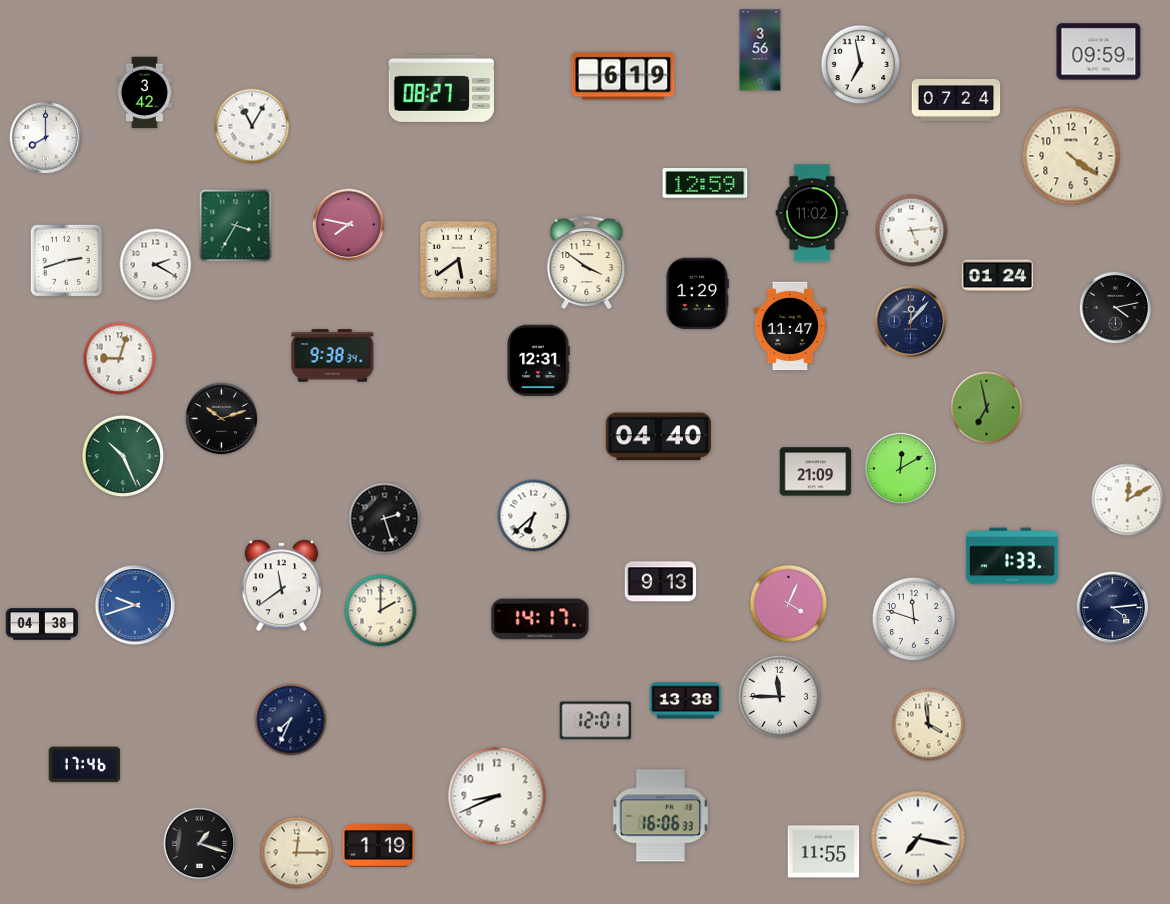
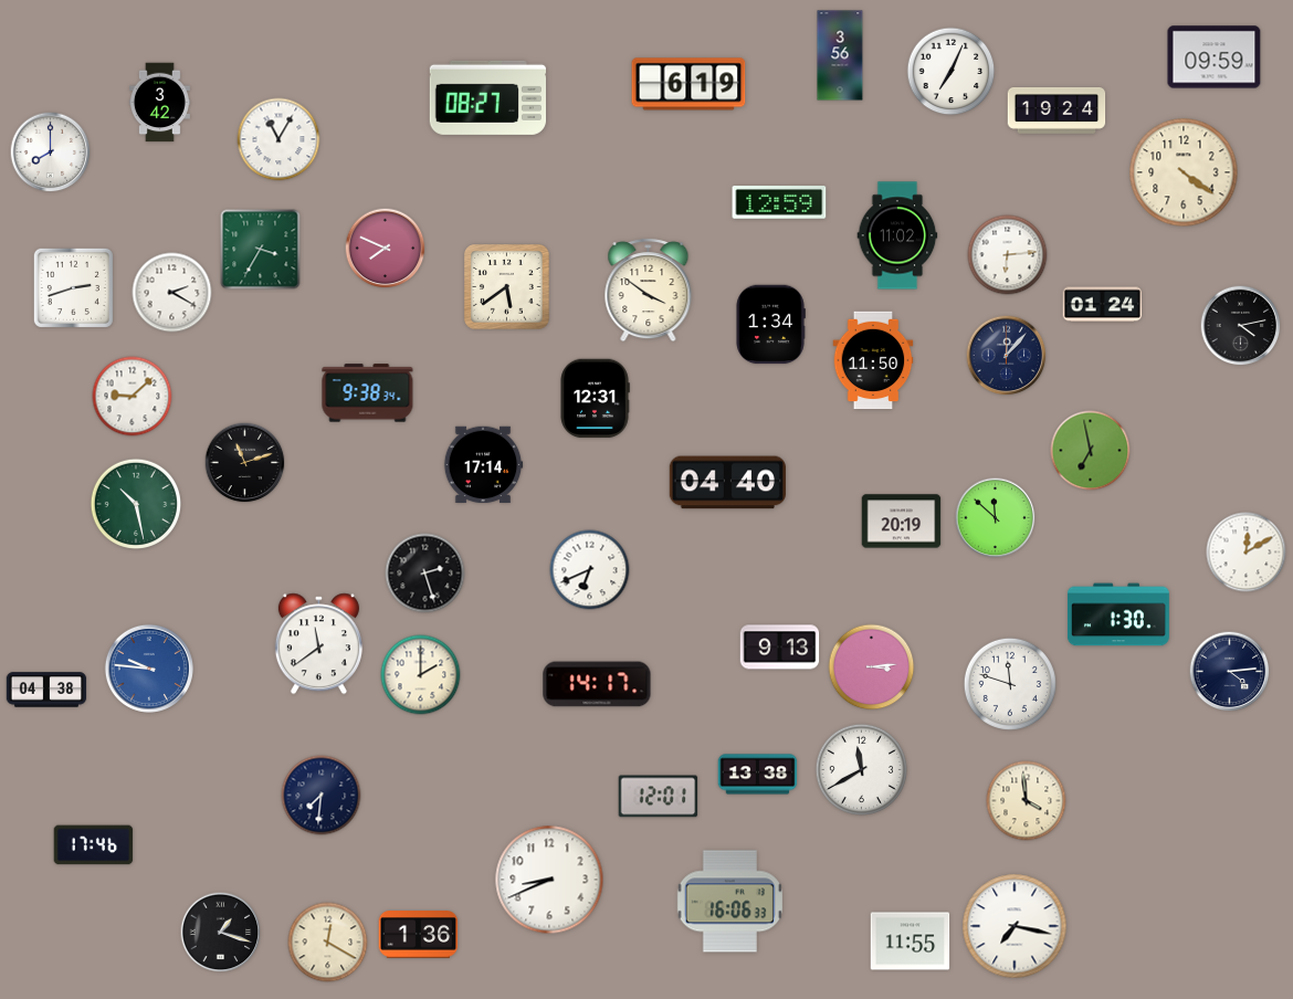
clock at (861, 65): 6:58 -> 7:04
clock at (956, 101): 07:24 -> 19:24
clock at (349, 225): 7:47 -> 7:49
clock at (912, 231): 5:14 -> 6:14
clock at (697, 294): 1:29 -> 1:34
clock at (1116, 308) position: (1116, 308) -> (1241, 326)
clock at (790, 326): 11:47 -> 11:50
clock at (120, 359): 9:03 -> 9:08
clock at (222, 419): 10:12 -> 11:12
clock at (483, 465): none -> 17:14
clock at (122, 455): 10:26 -> 10:28
clock at (901, 469): 12:10 -> 11:52
clock at (816, 472): 21:09 -> 20:19
clock at (534, 516): 6:38 -> 6:41
clock at (1012, 556): 1:33 -> 1:30
clock at (661, 582) position: (661, 582) -> (780, 648)
clock at (281, 586) position: (281, 586) -> (318, 644)
clock at (789, 604): 4:04 -> 3:14
clock at (135, 605): 9:42 -> 9:46
clock at (779, 696): 11:45 -> 11:40
clock at (291, 720): 7:34 -> 7:31
clock at (379, 846): 1:19 -> 1:36
clock at (297, 853): 12:15 -> 12:20
